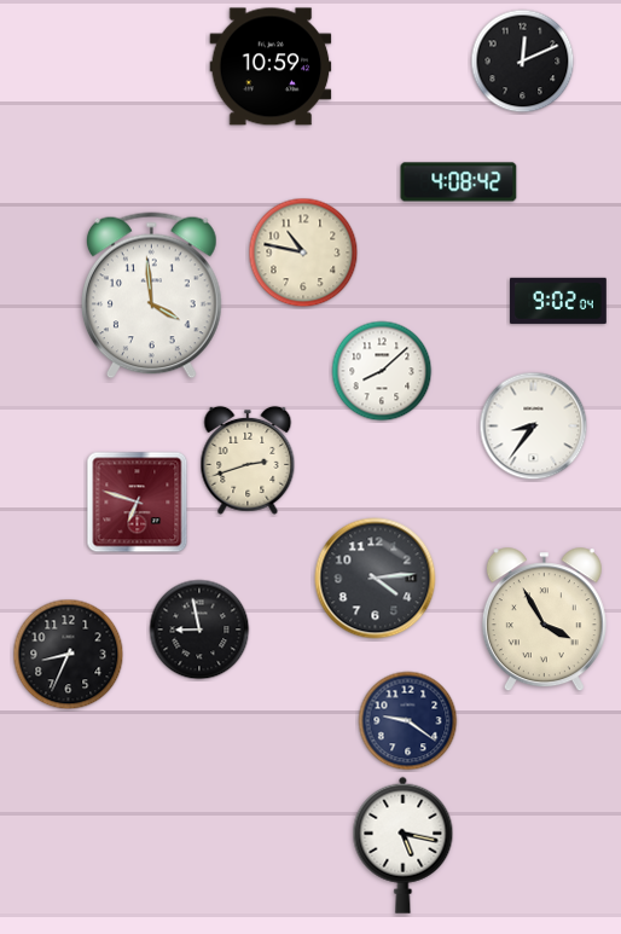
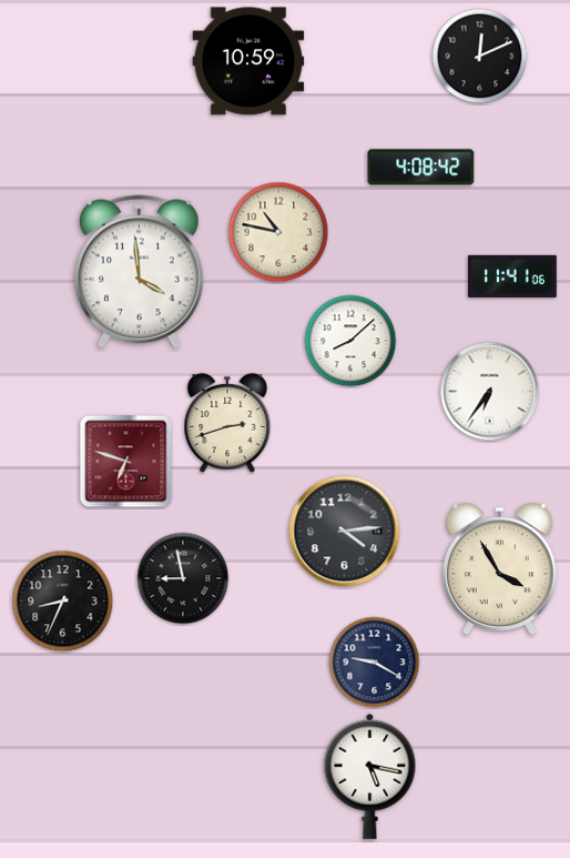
clock at (559, 301): 9:02 -> 11:41
clock at (534, 427): 8:36 -> 6:36
clock at (408, 721): 9:21 -> 9:20
